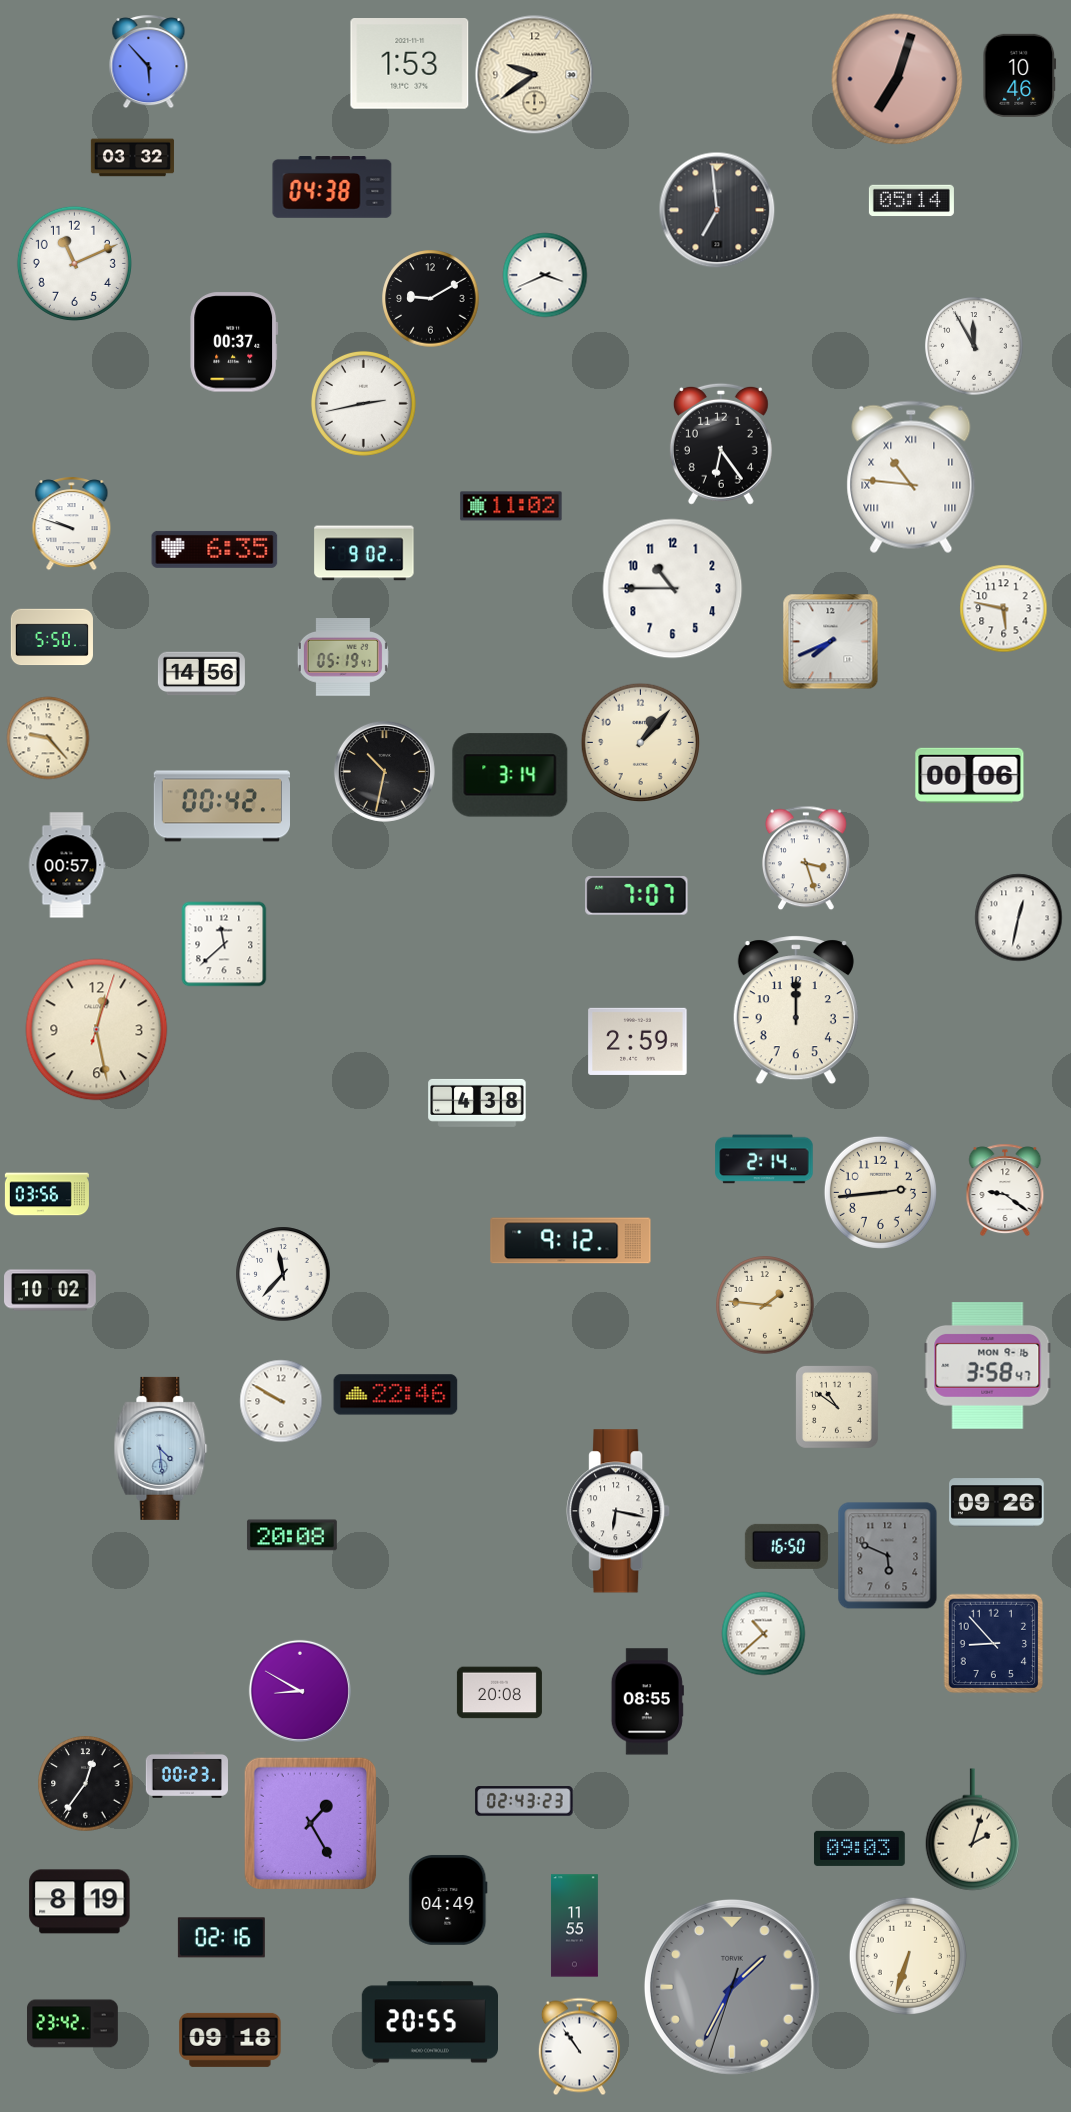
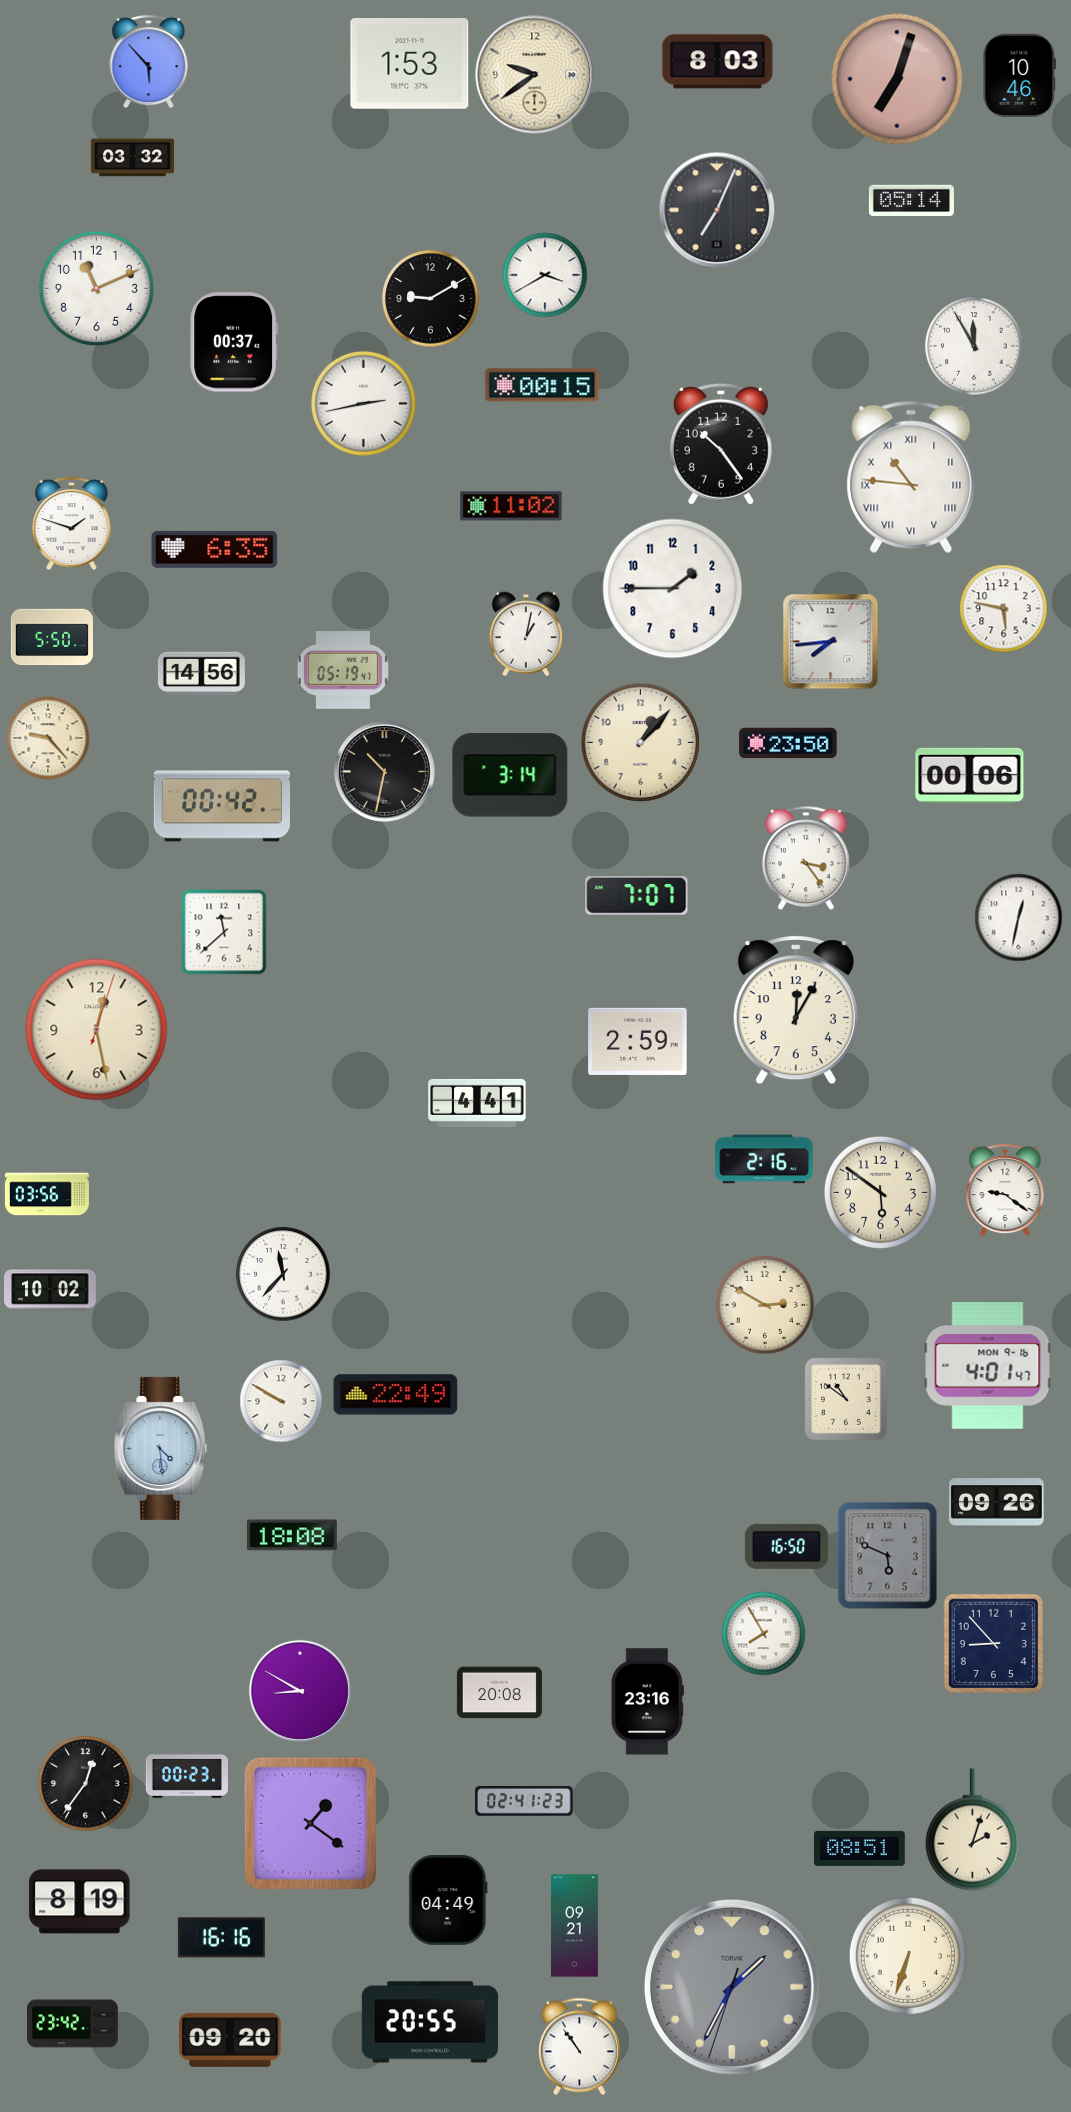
clock at (718, 62): none -> 8:03
clock at (332, 188): 04:38 -> none
clock at (717, 210): 6:59 -> 7:04
clock at (74, 263) position: (74, 263) -> (96, 288)
clock at (545, 275): 3:41 -> 3:40
clock at (542, 385): none -> 00:15
clock at (721, 444): 6:24 -> 10:24
clock at (72, 523): 9:48 -> 1:48
clock at (364, 553): 9:02 -> none
clock at (673, 589): 10:45 -> 1:45
clock at (526, 634): none -> 1:02
clock at (830, 641): 7:41 -> 7:44
clock at (343, 657) position: (343, 657) -> (343, 670)
clock at (788, 743): none -> 23:50
clock at (807, 858): 3:27 -> 3:24
clock at (67, 865): 00:57 -> none
clock at (224, 944) position: (224, 944) -> (224, 932)
clock at (796, 1010): 12:00 -> 12:05
clock at (477, 1103): 4:38 -> 4:41
clock at (764, 1159): 2:14 -> 2:16
clock at (880, 1192): 2:44 -> 5:51
clock at (571, 1241): 9:12 -> none
clock at (765, 1305): 1:46 -> 2:50
clock at (988, 1366): 3:58 -> 4:01
clock at (396, 1395): 22:46 -> 22:49
clock at (837, 1407) position: (837, 1407) -> (846, 1399)
clock at (618, 1511): 6:17 -> none
clock at (292, 1535): 20:08 -> 18:08
clock at (763, 1633): 10:38 -> 7:55
clock at (647, 1702): 08:55 -> 23:16
clock at (524, 1801): 02:43 -> 02:41
clock at (310, 1823): 1:25 -> 1:21
clock at (860, 1848): 09:03 -> 08:51
clock at (574, 1926): 11:55 -> 09:21
clock at (221, 1938): 02:16 -> 16:16
clock at (230, 2040): 09:18 -> 09:20
